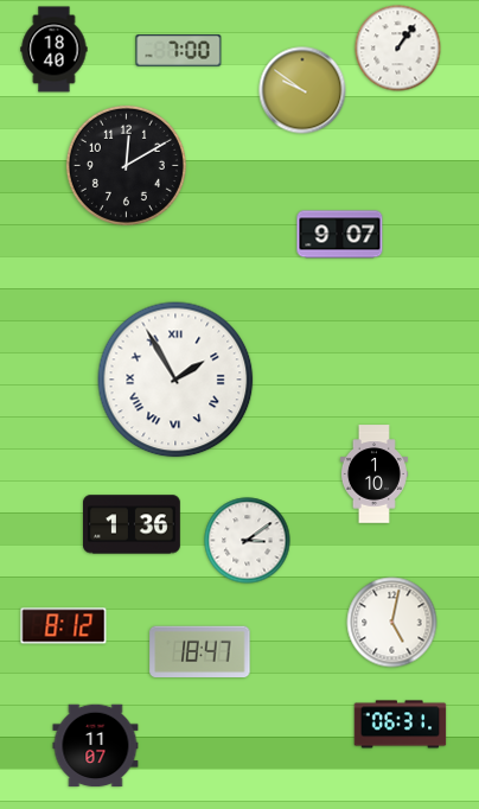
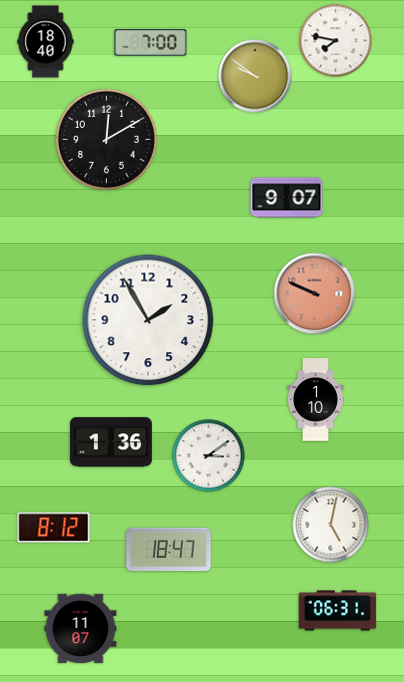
clock at (398, 49): 1:06 -> 7:47
clock at (315, 294): none -> 9:49
clock at (175, 380) numerals: Roman -> Arabic
